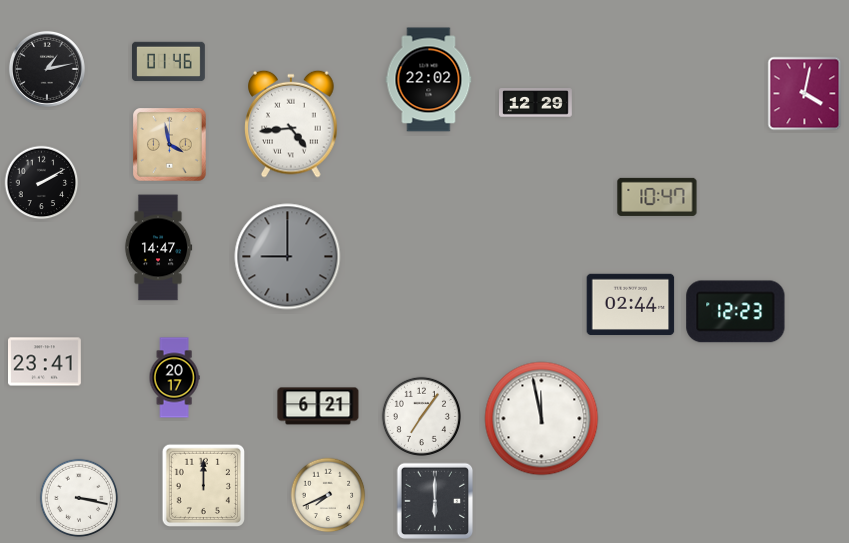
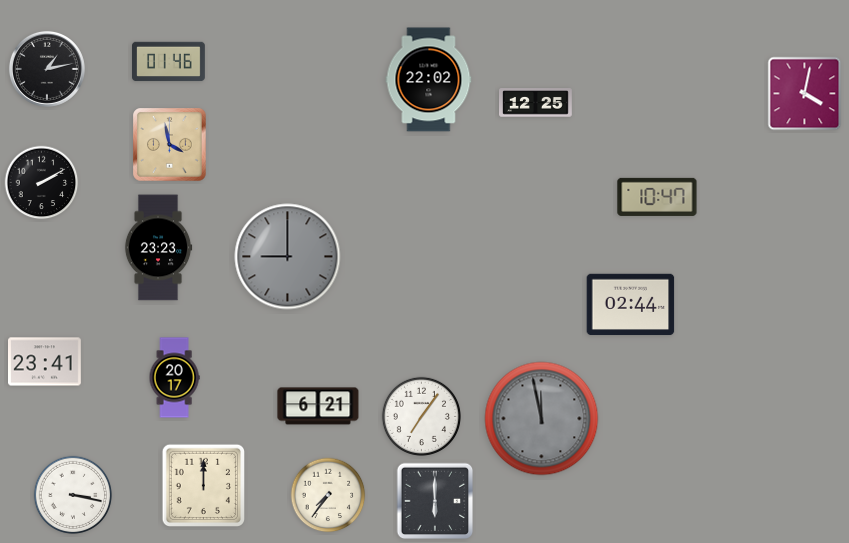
clock at (536, 103): 12:29 -> 12:25
clock at (291, 124): 4:44 -> none
clock at (158, 248): 14:47 -> 23:23
clock at (736, 312): 12:23 -> none
clock at (542, 419) dial: white -> grey
clock at (328, 495): 7:41 -> 7:36
clock at (79, 498) position: (79, 498) -> (73, 495)
